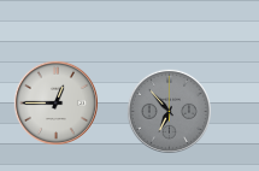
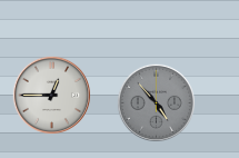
clock at (169, 111): 6:53 -> 4:53
